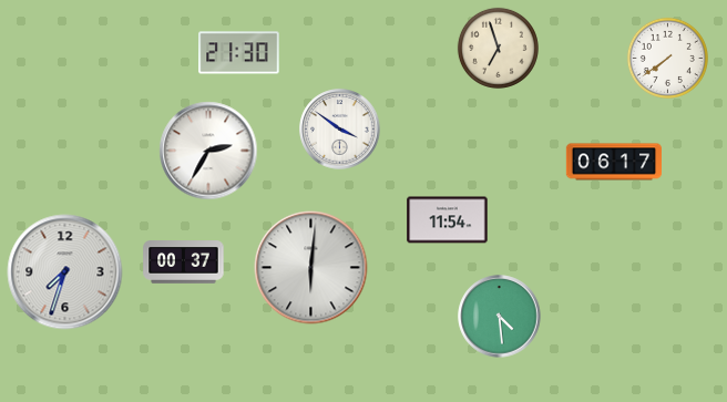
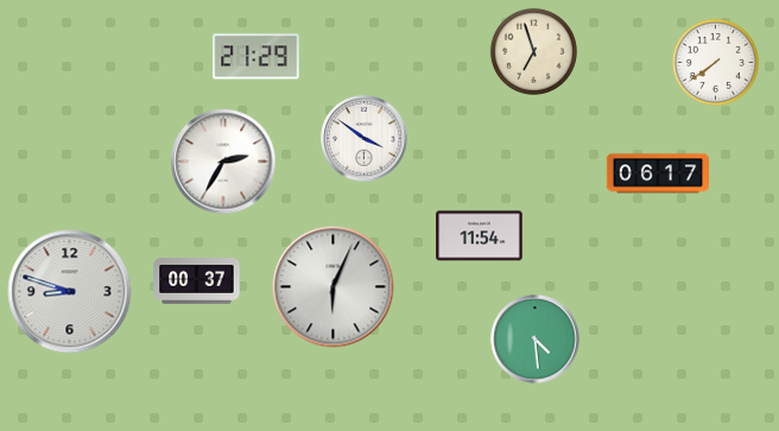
clock at (239, 53): 21:30 -> 21:29
clock at (311, 268): 6:01 -> 6:04
clock at (65, 272): 7:33 -> 8:48
